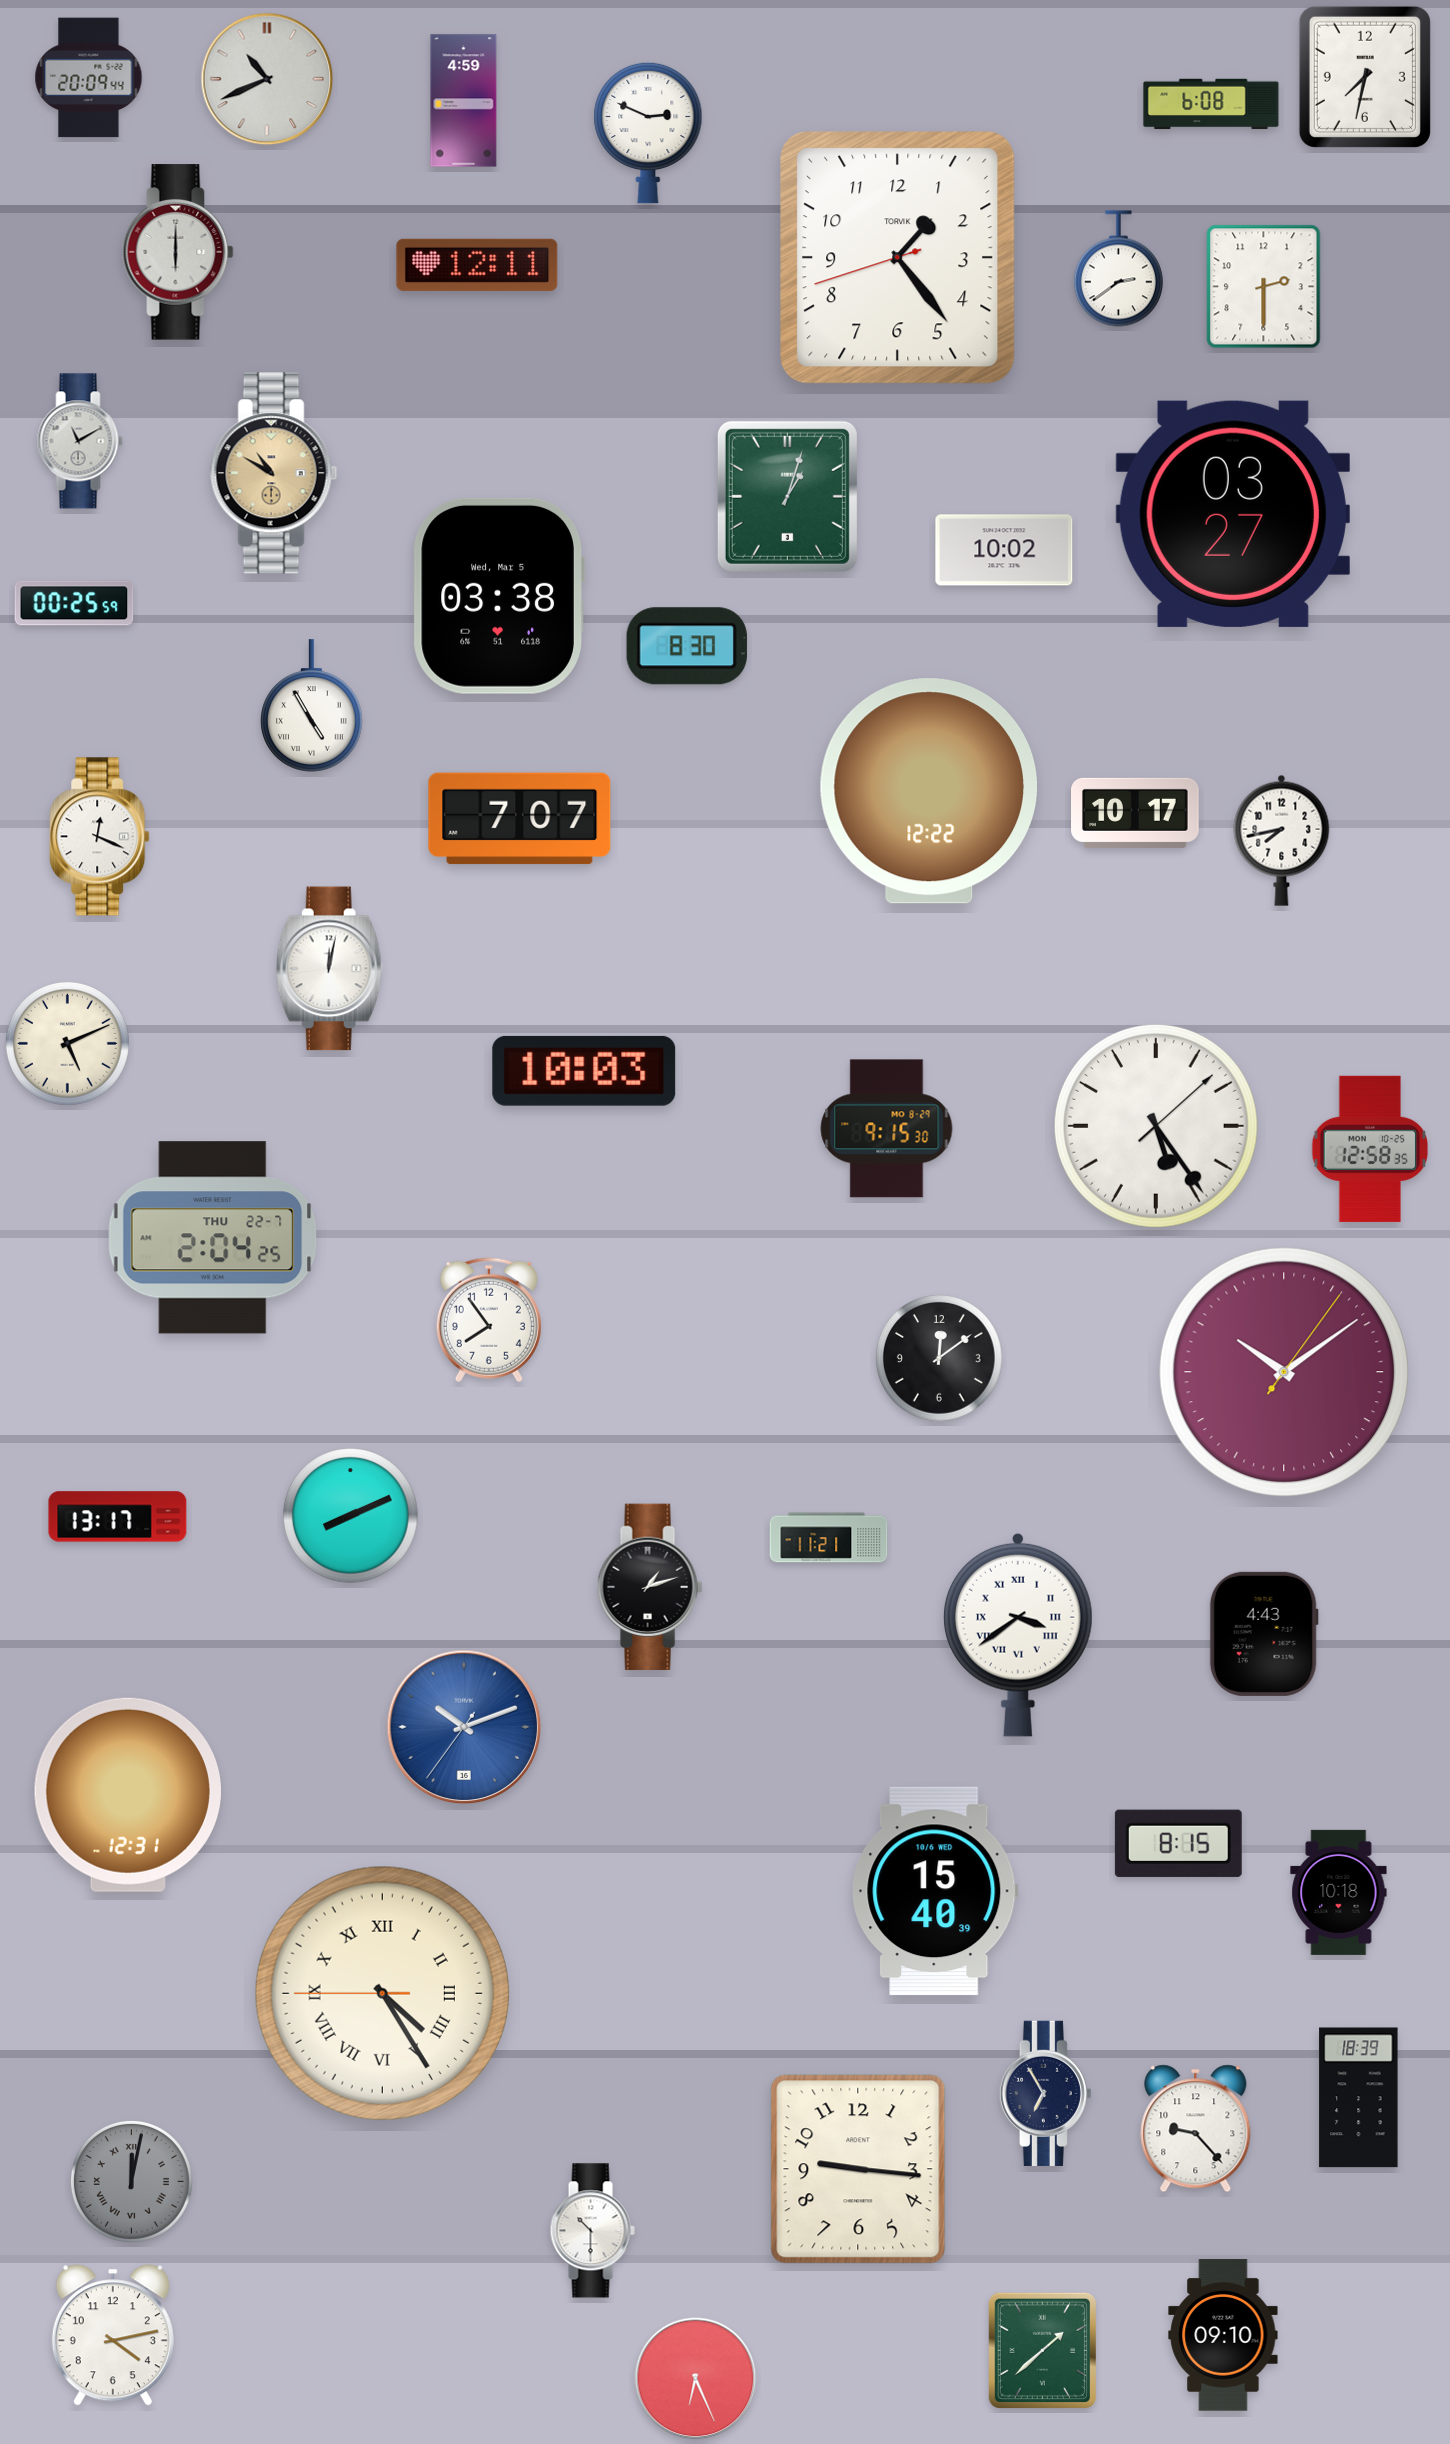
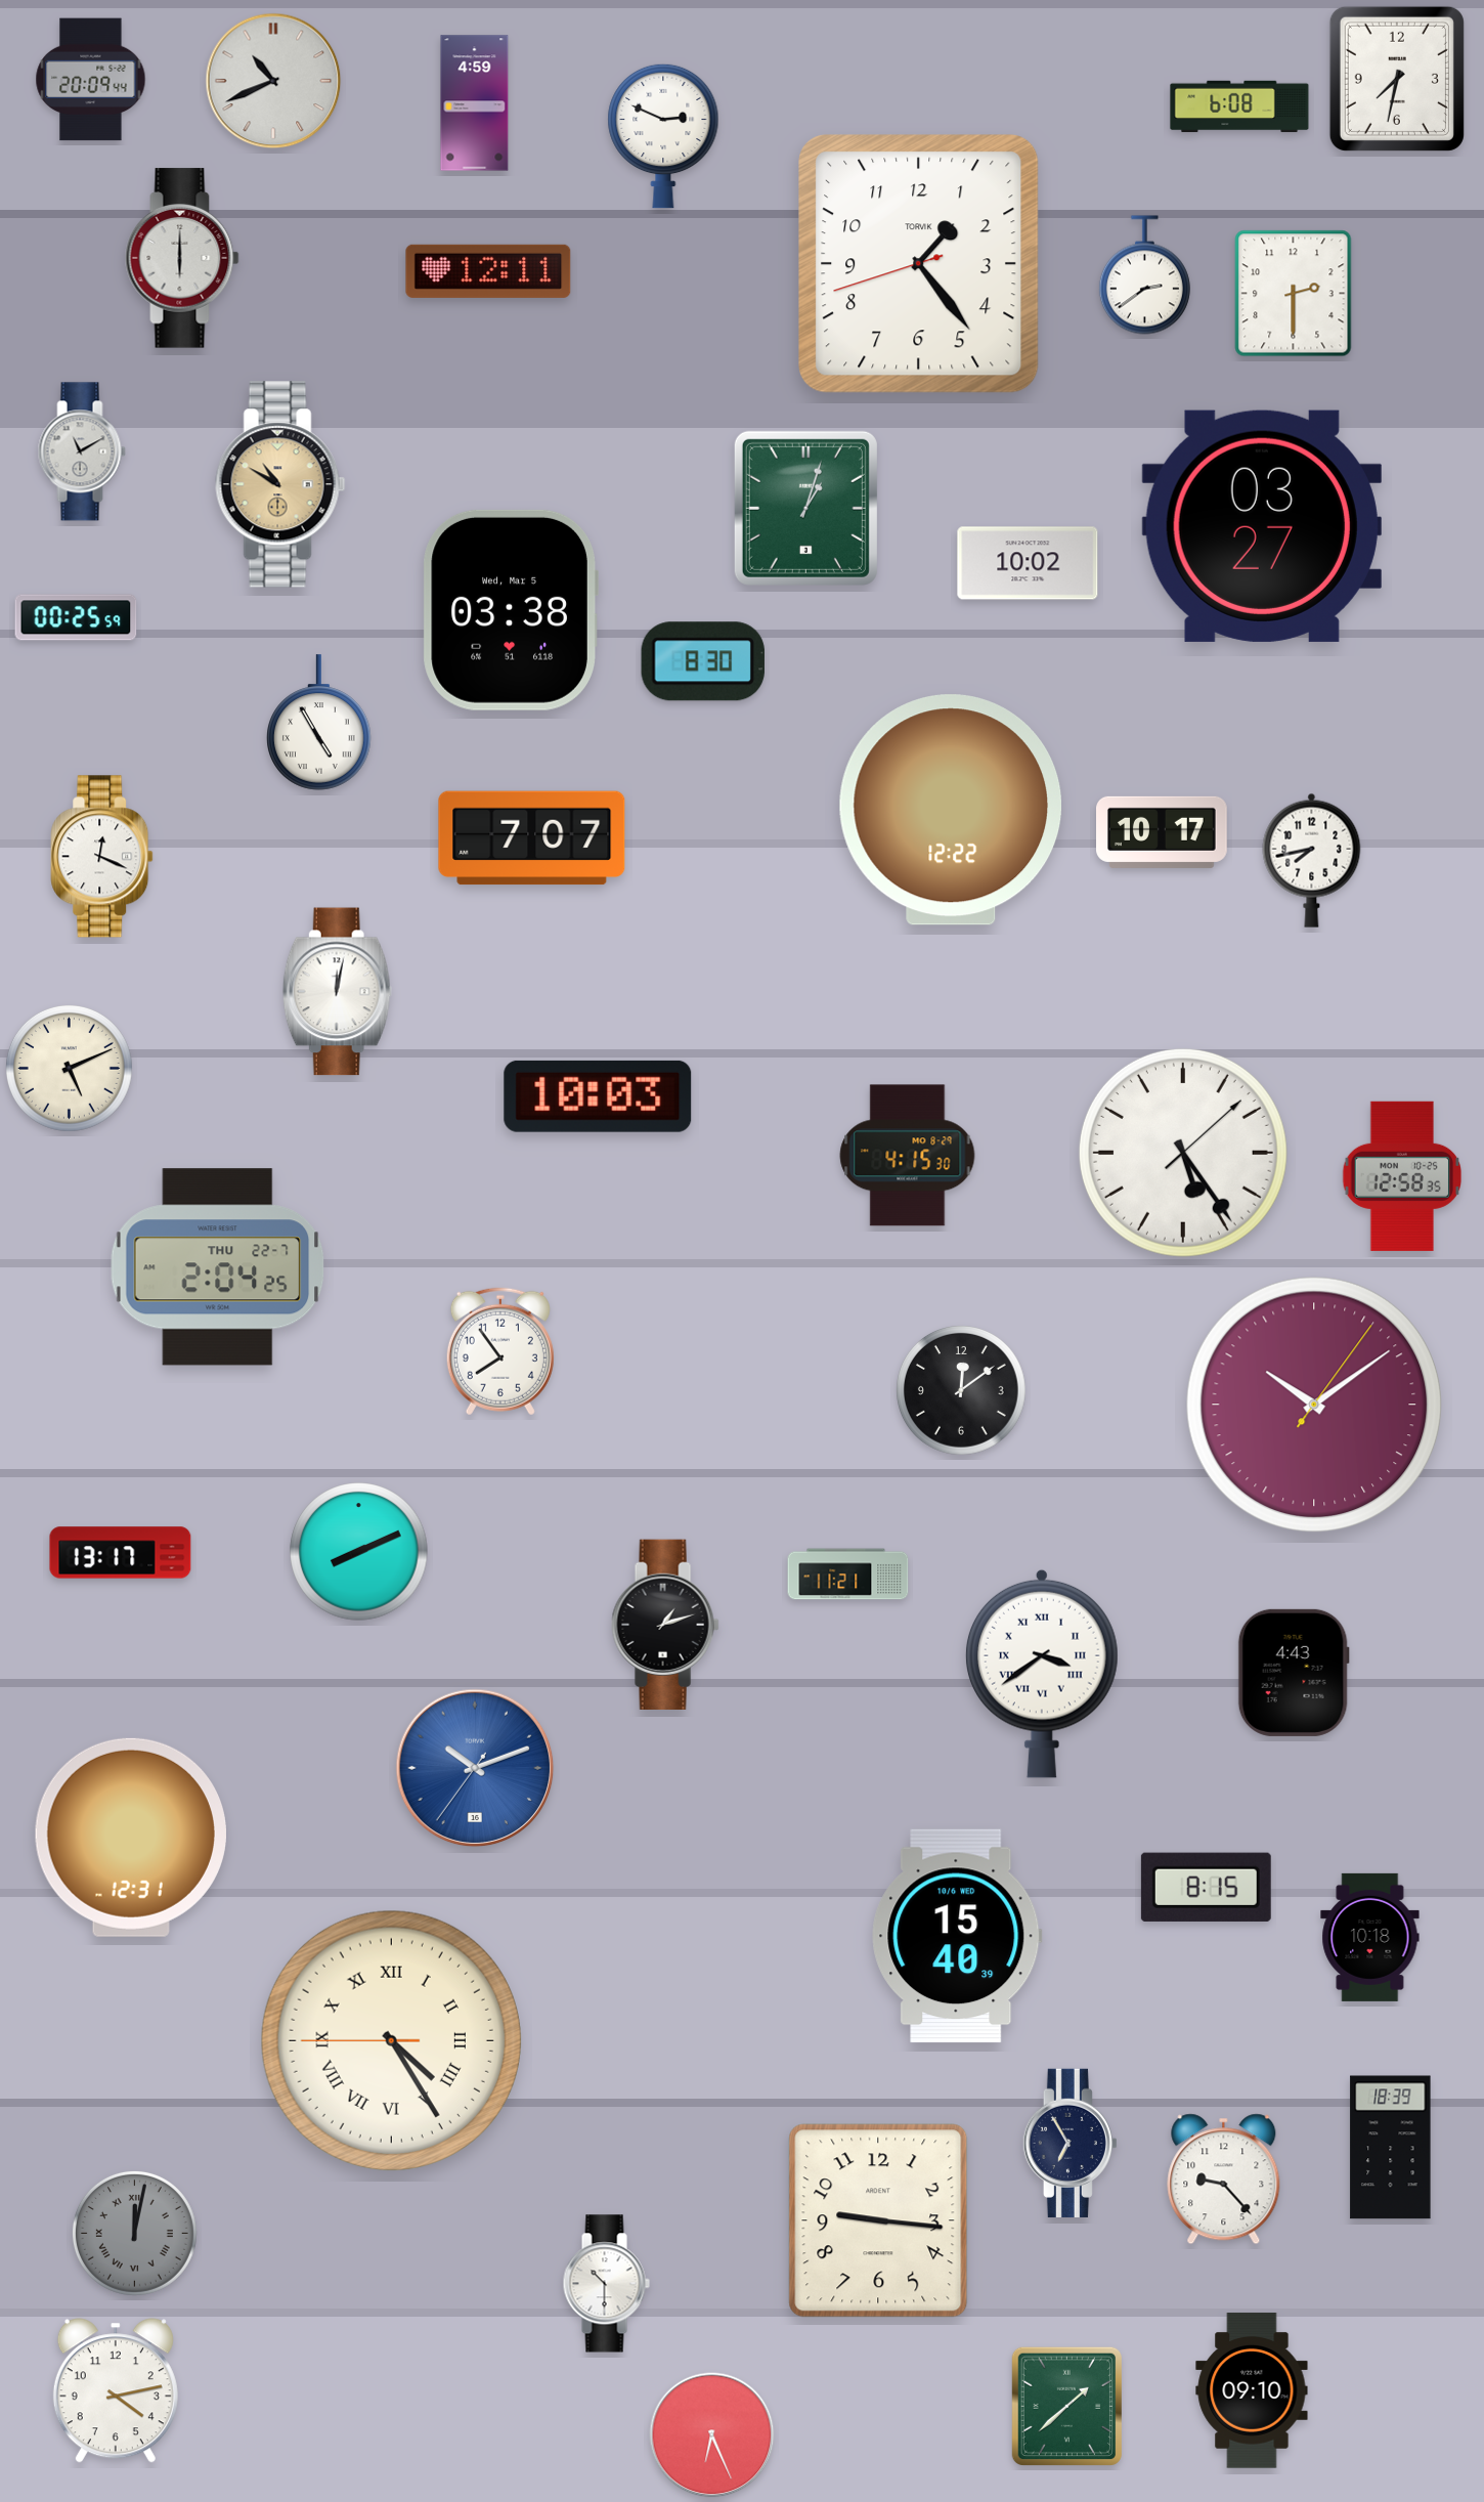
clock at (887, 1129): 9:15 -> 4:15
